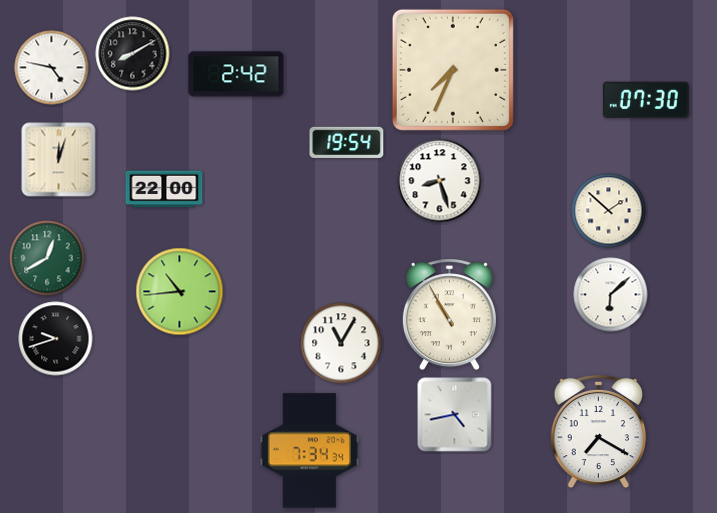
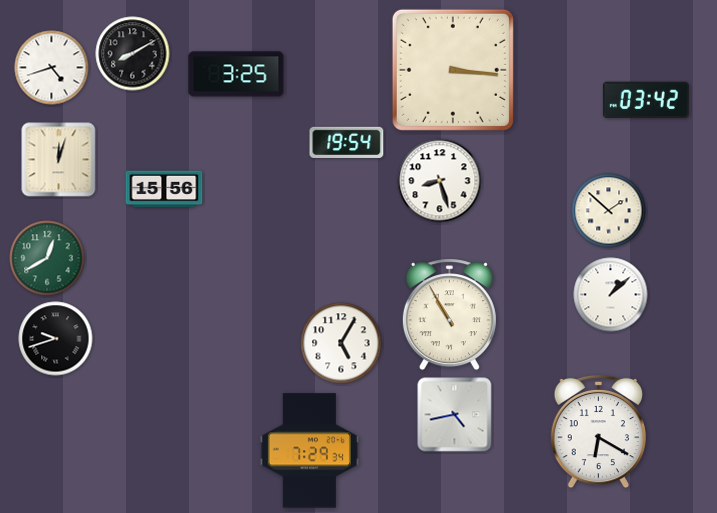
clock at (52, 68): 4:47 -> 4:42
clock at (453, 70): 7:34 -> 3:16
clock at (236, 74): 2:42 -> 3:25
clock at (646, 99): 07:30 -> 03:42
clock at (164, 189): 22:00 -> 15:56
clock at (180, 292): 10:44 -> none
clock at (611, 295): 6:08 -> 1:08
clock at (341, 343): 11:05 -> 5:05
clock at (598, 432): 7:20 -> 6:20
clock at (309, 451): 7:34 -> 7:29
